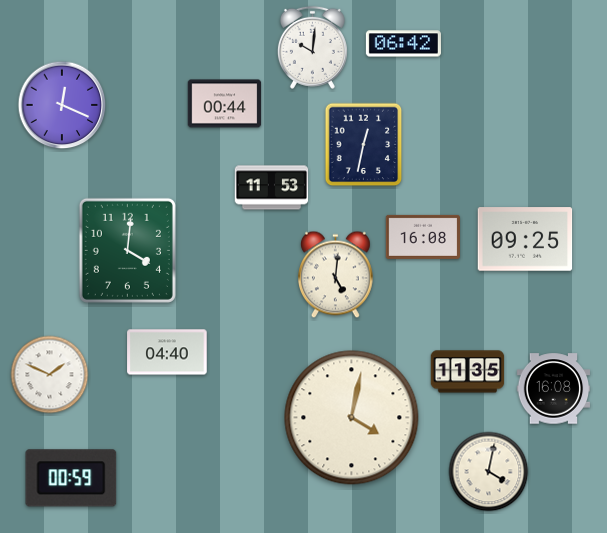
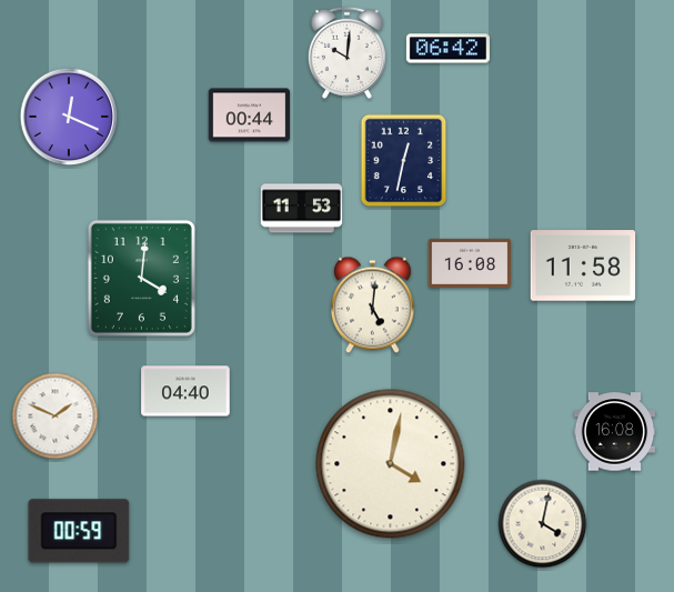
clock at (525, 239): 09:25 -> 11:58
clock at (468, 372): 11:35 -> none
